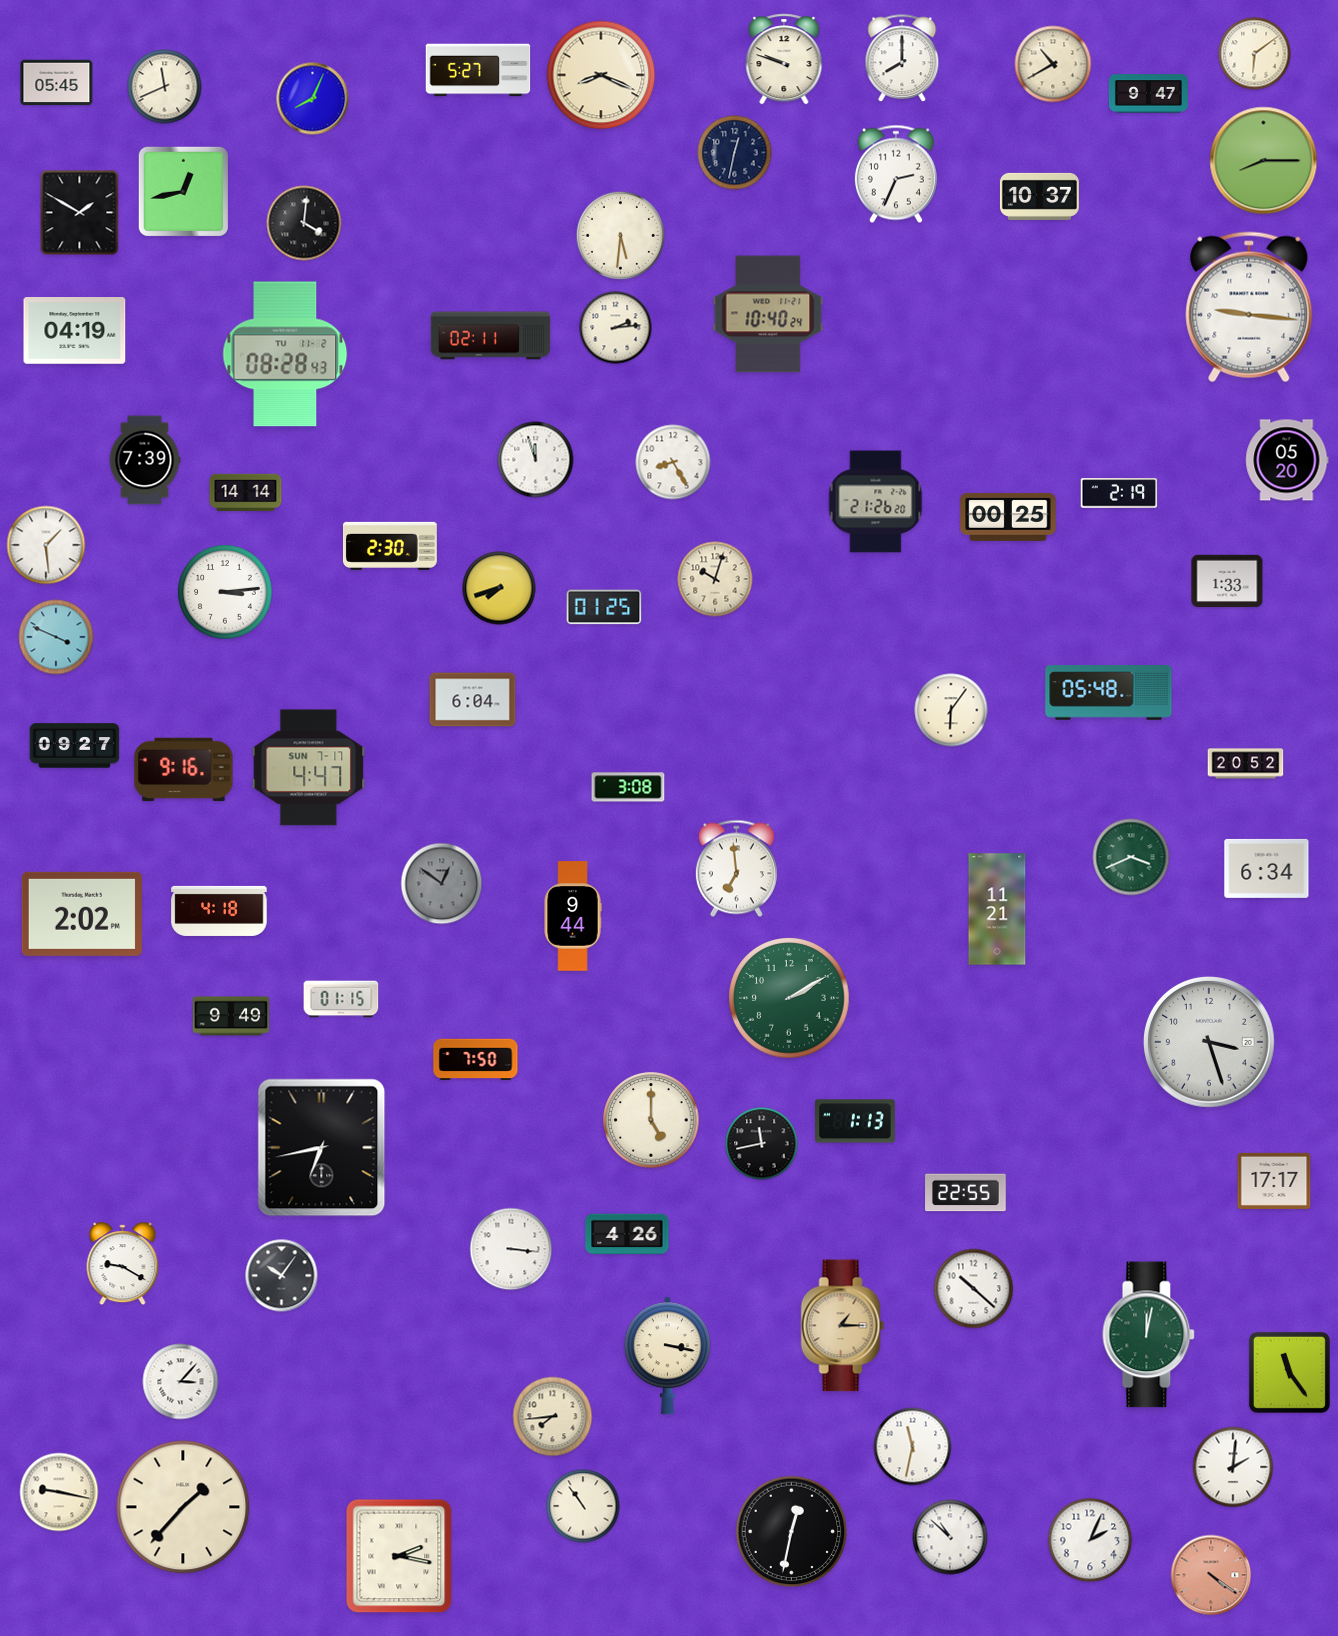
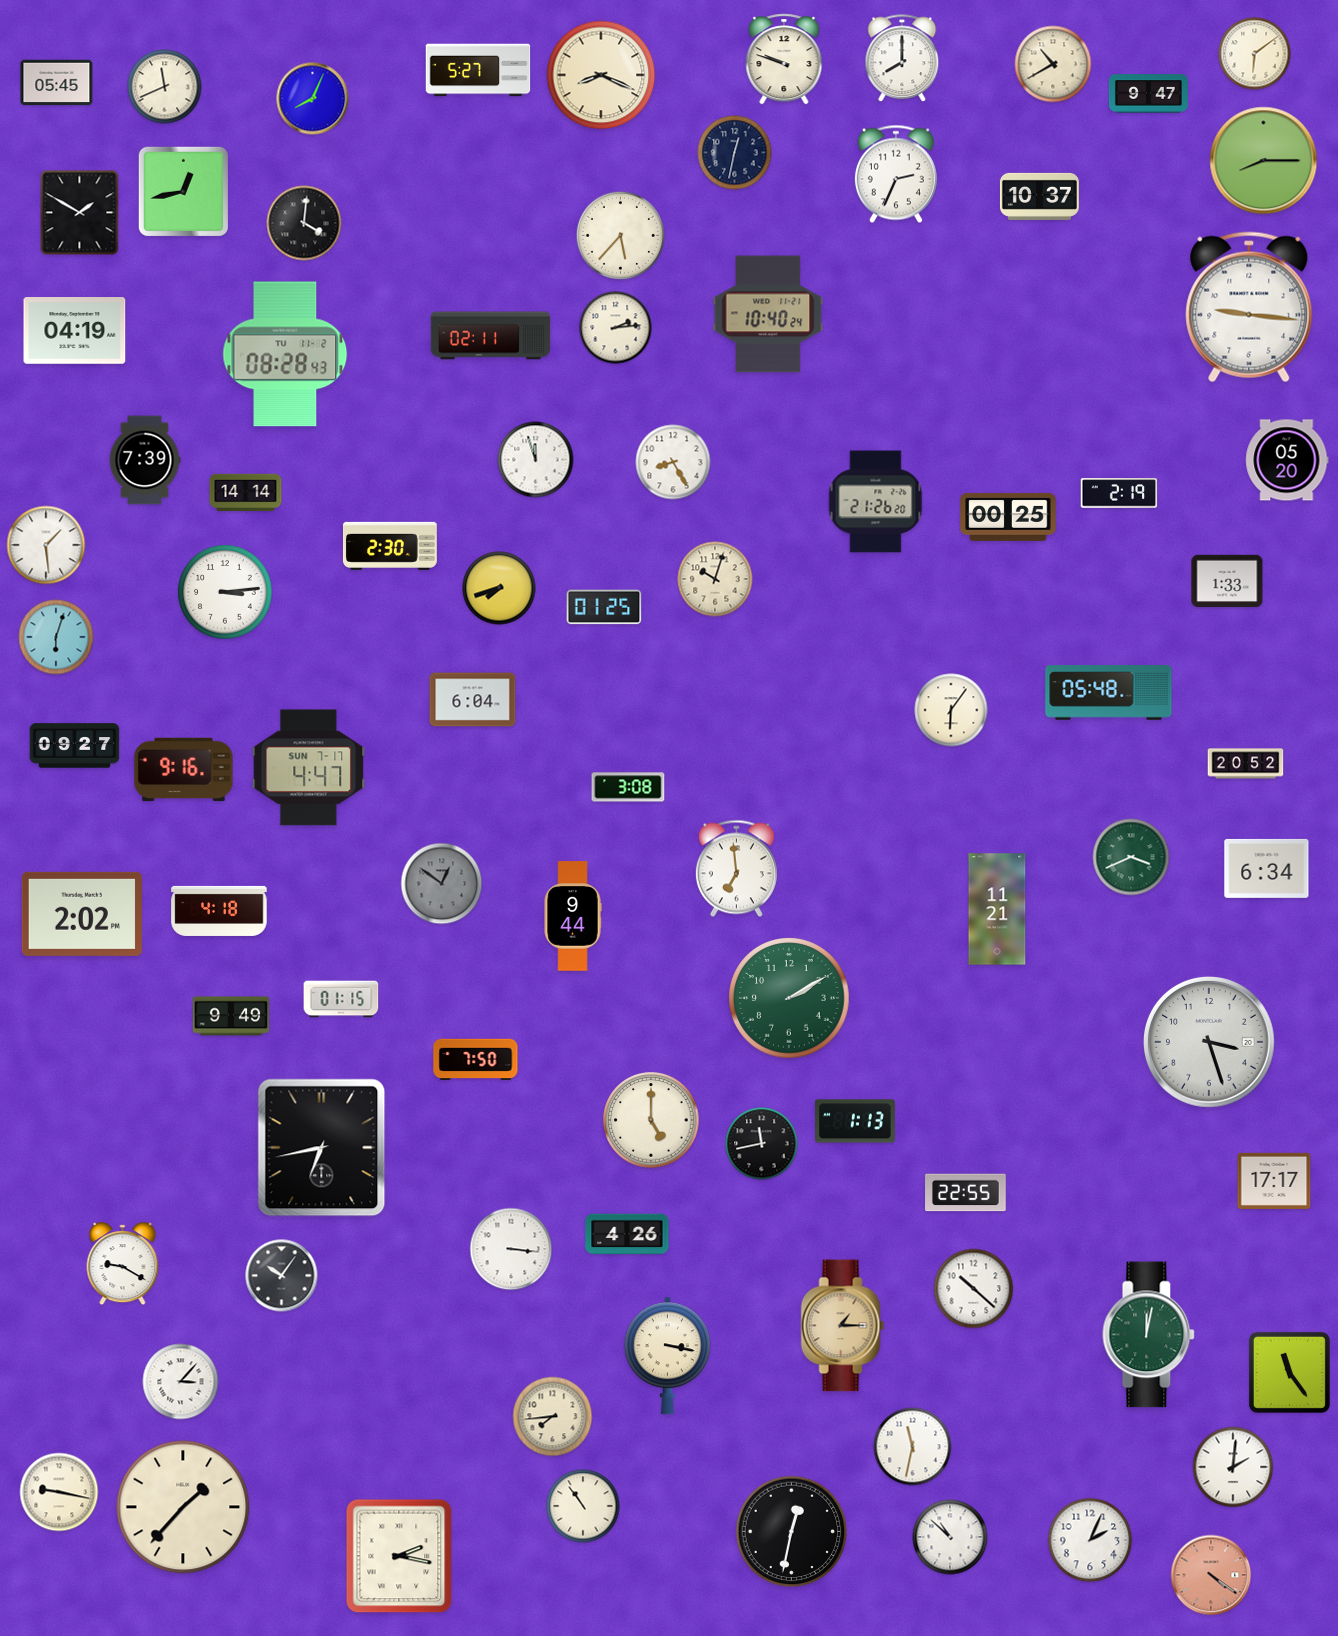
clock at (620, 235): 5:31 -> 5:37
clock at (56, 637): 3:49 -> 6:03
